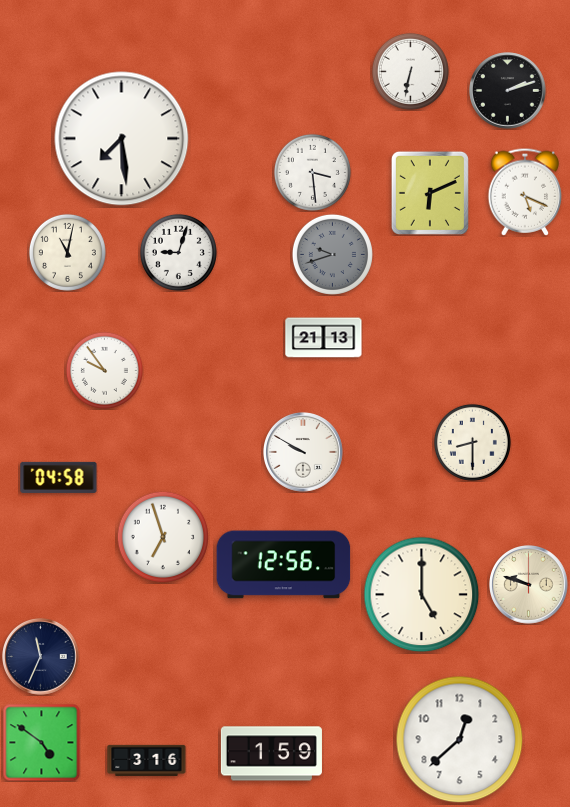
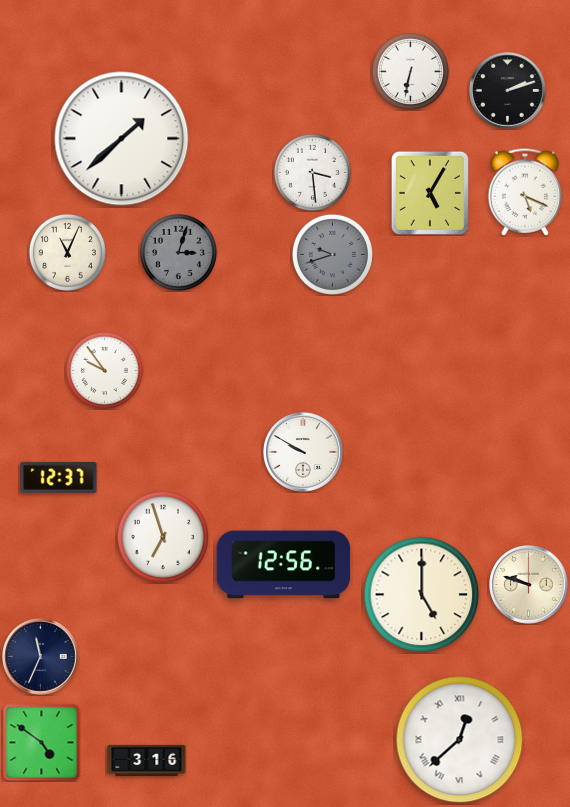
clock at (122, 139): 7:29 -> 1:38
clock at (430, 193): 6:11 -> 5:05
clock at (67, 252): 11:02 -> 11:04
clock at (178, 252): 9:03 -> 3:03
clock at (178, 252) dial: white -> grey
clock at (324, 338): 21:13 -> none
clock at (472, 442): 8:30 -> none
clock at (59, 477): 04:58 -> 12:37
clock at (460, 740) numerals: Arabic -> Roman
clock at (271, 754): 1:59 -> none
